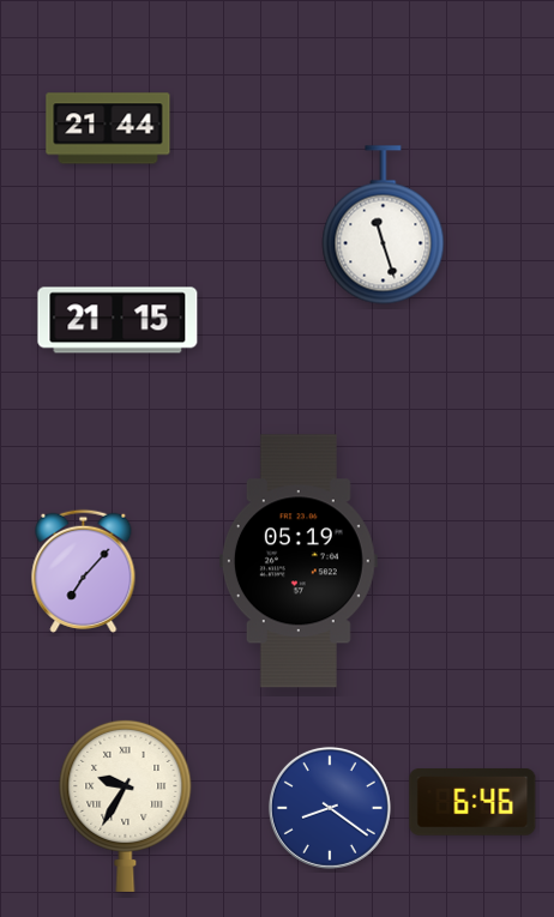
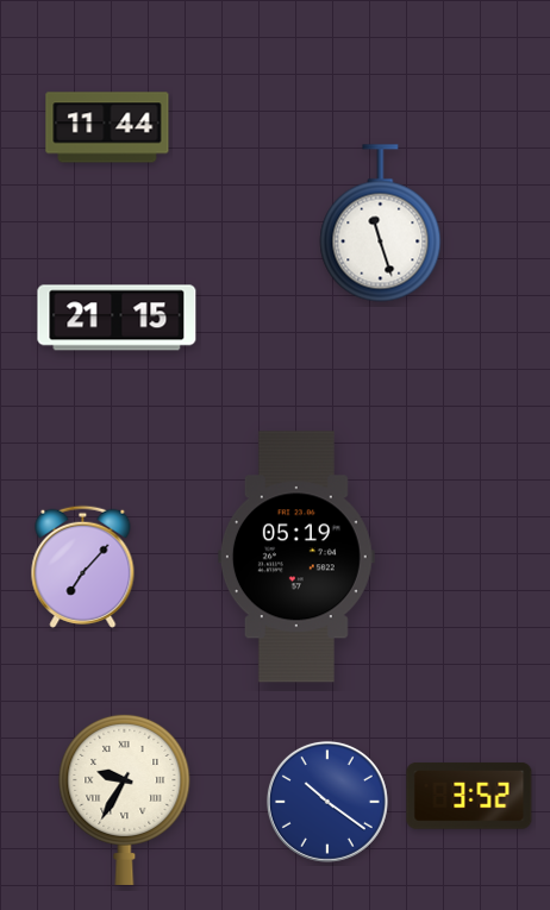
clock at (108, 128): 21:44 -> 11:44
clock at (472, 802): 6:46 -> 3:52
clock at (330, 808): 8:21 -> 10:21
